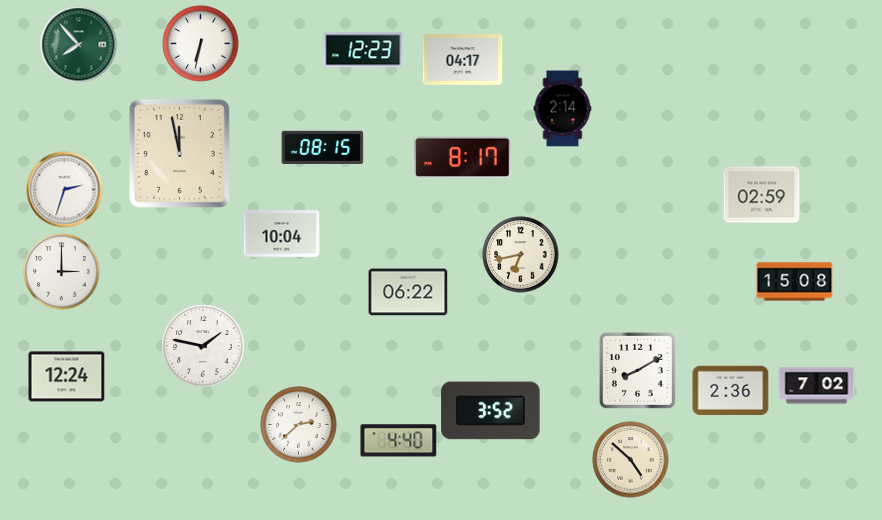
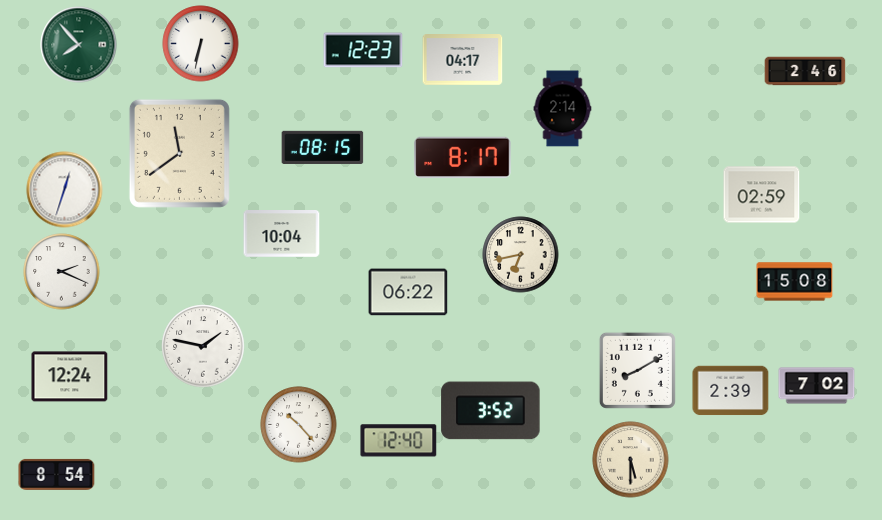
clock at (805, 71): none -> 2:46
clock at (179, 153): 11:58 -> 11:39
clock at (65, 190): 2:33 -> 12:33
clock at (62, 272): 3:00 -> 2:19
clock at (67, 377) position: (67, 377) -> (70, 377)
clock at (731, 391): 2:36 -> 2:39
clock at (299, 425): 2:38 -> 10:23
clock at (399, 441): 4:40 -> 12:40
clock at (631, 460): 4:52 -> 5:30
clock at (57, 474): none -> 8:54
